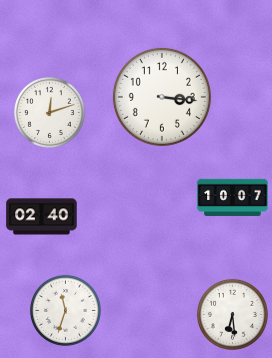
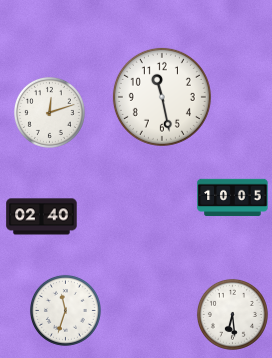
clock at (162, 97): 3:16 -> 11:28
clock at (233, 198): 10:07 -> 10:05
